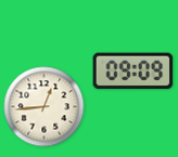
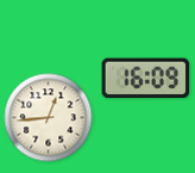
clock at (133, 71): 09:09 -> 16:09
